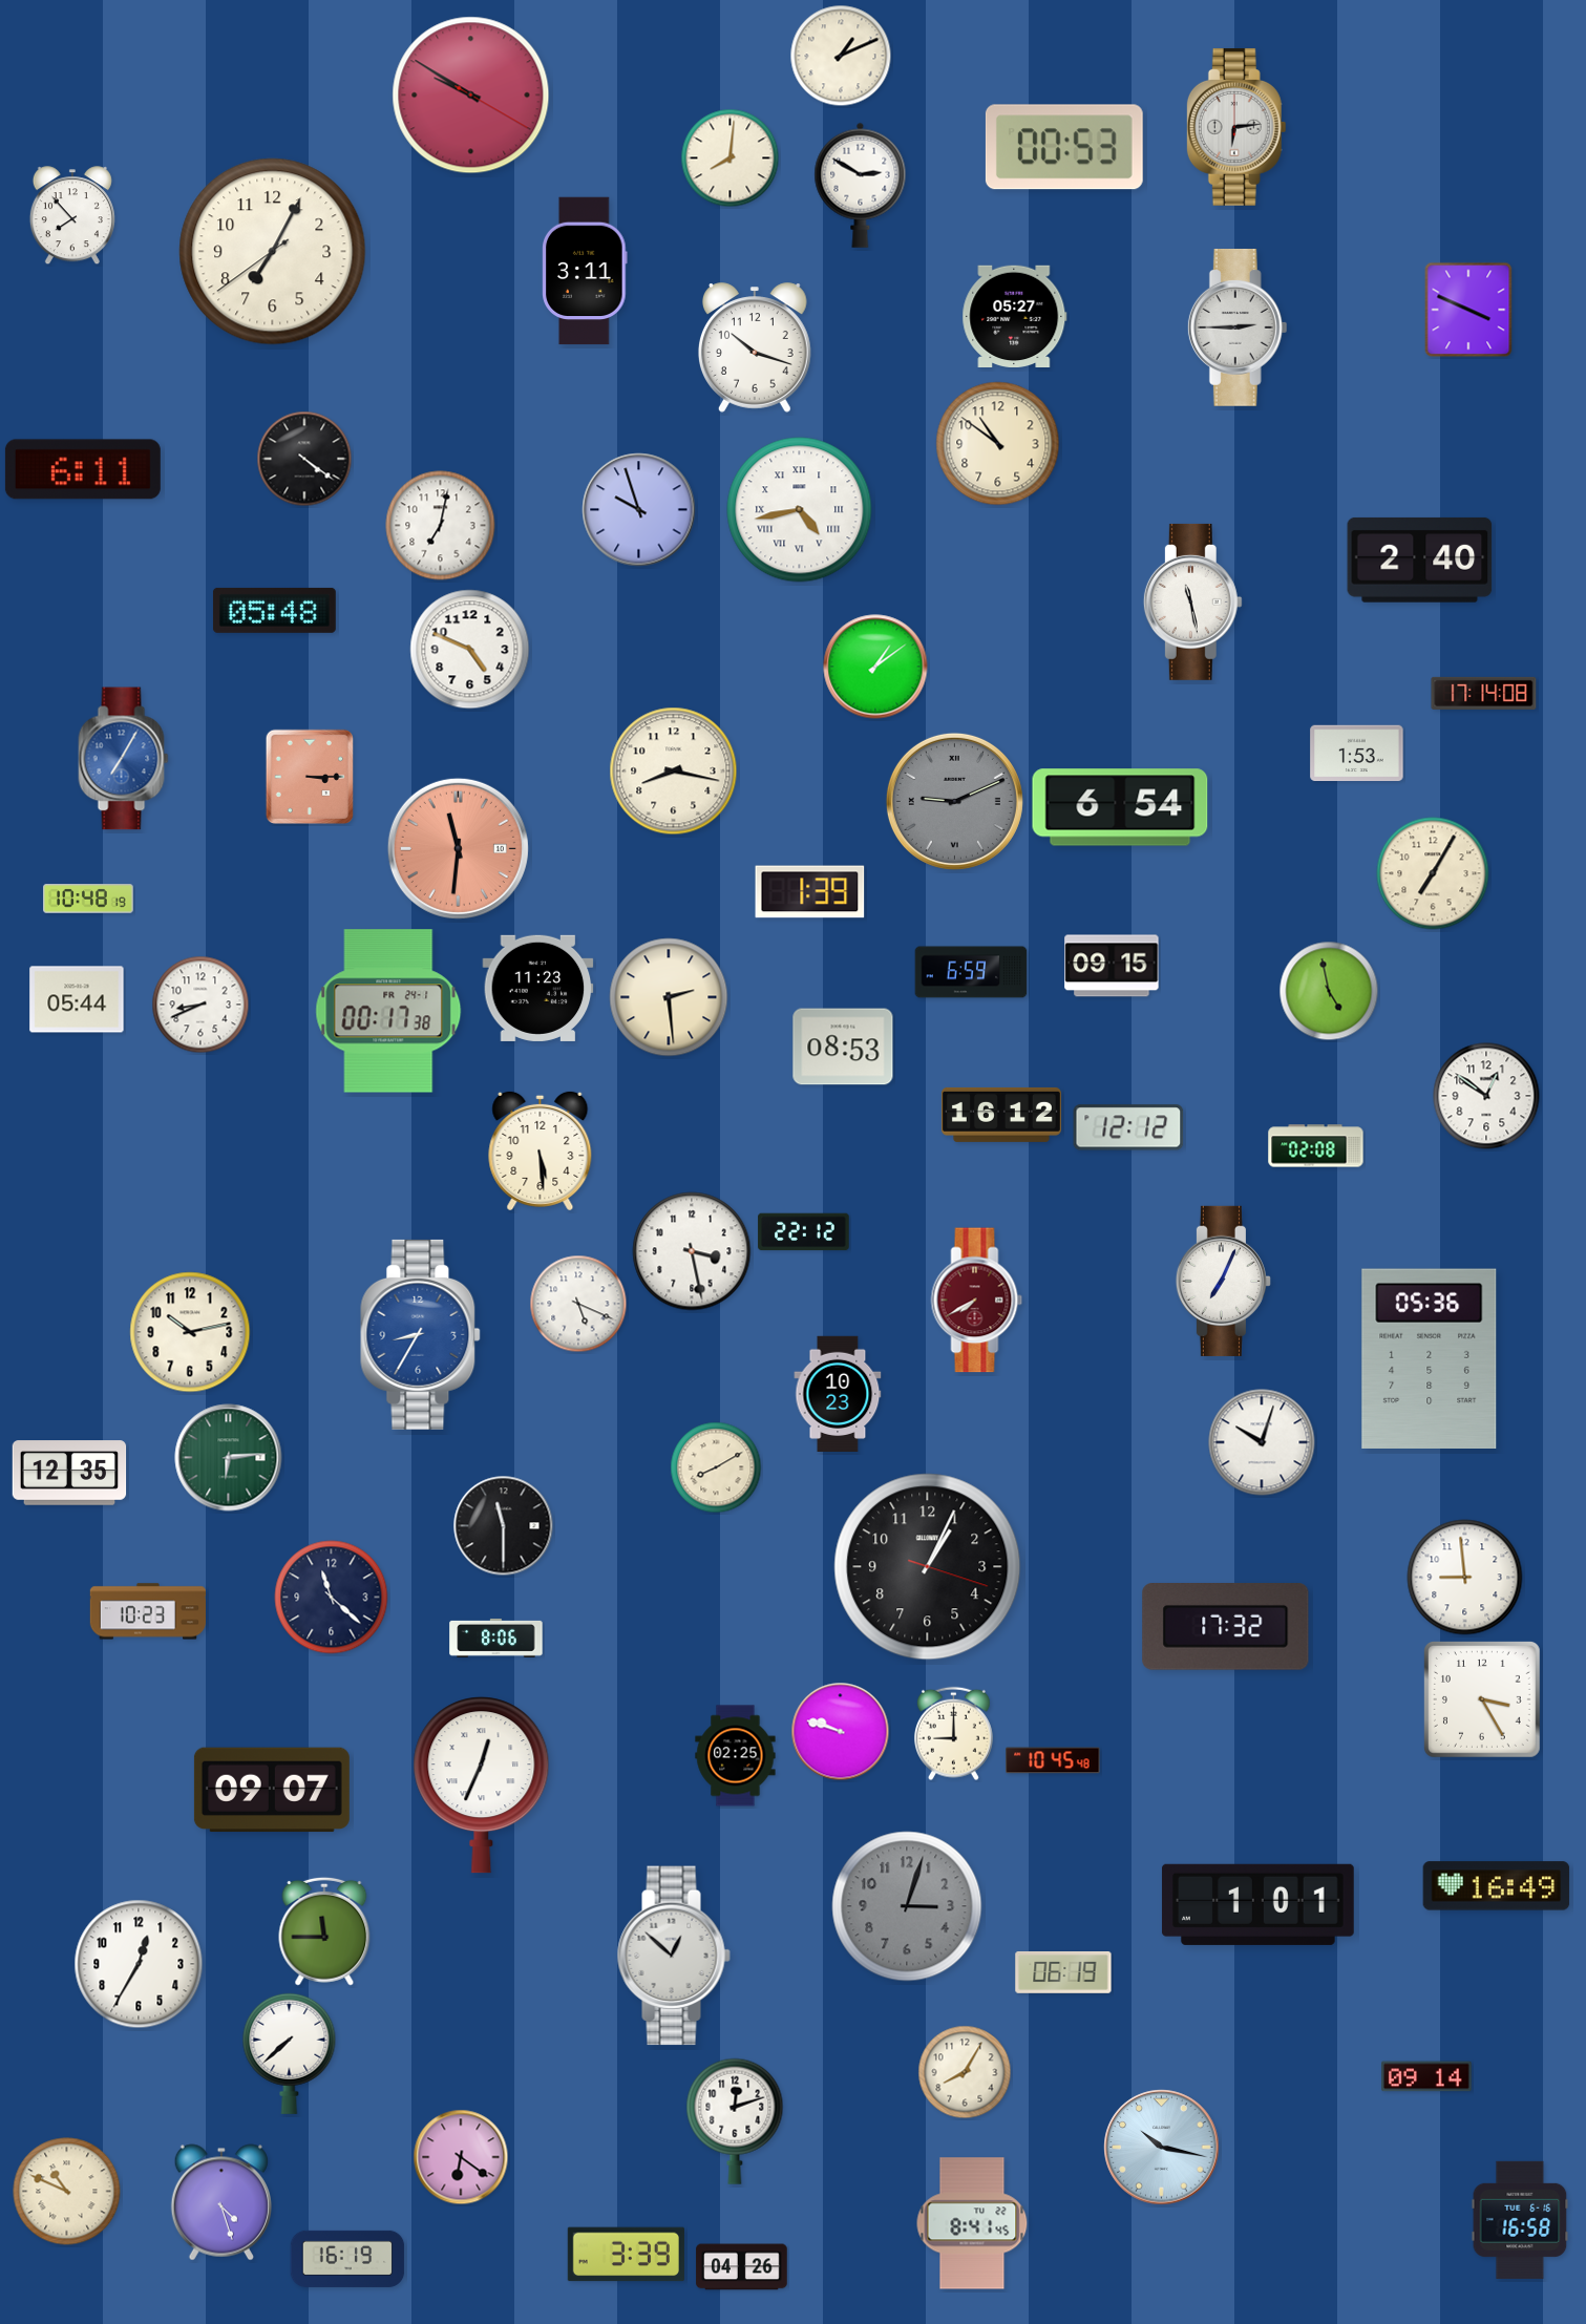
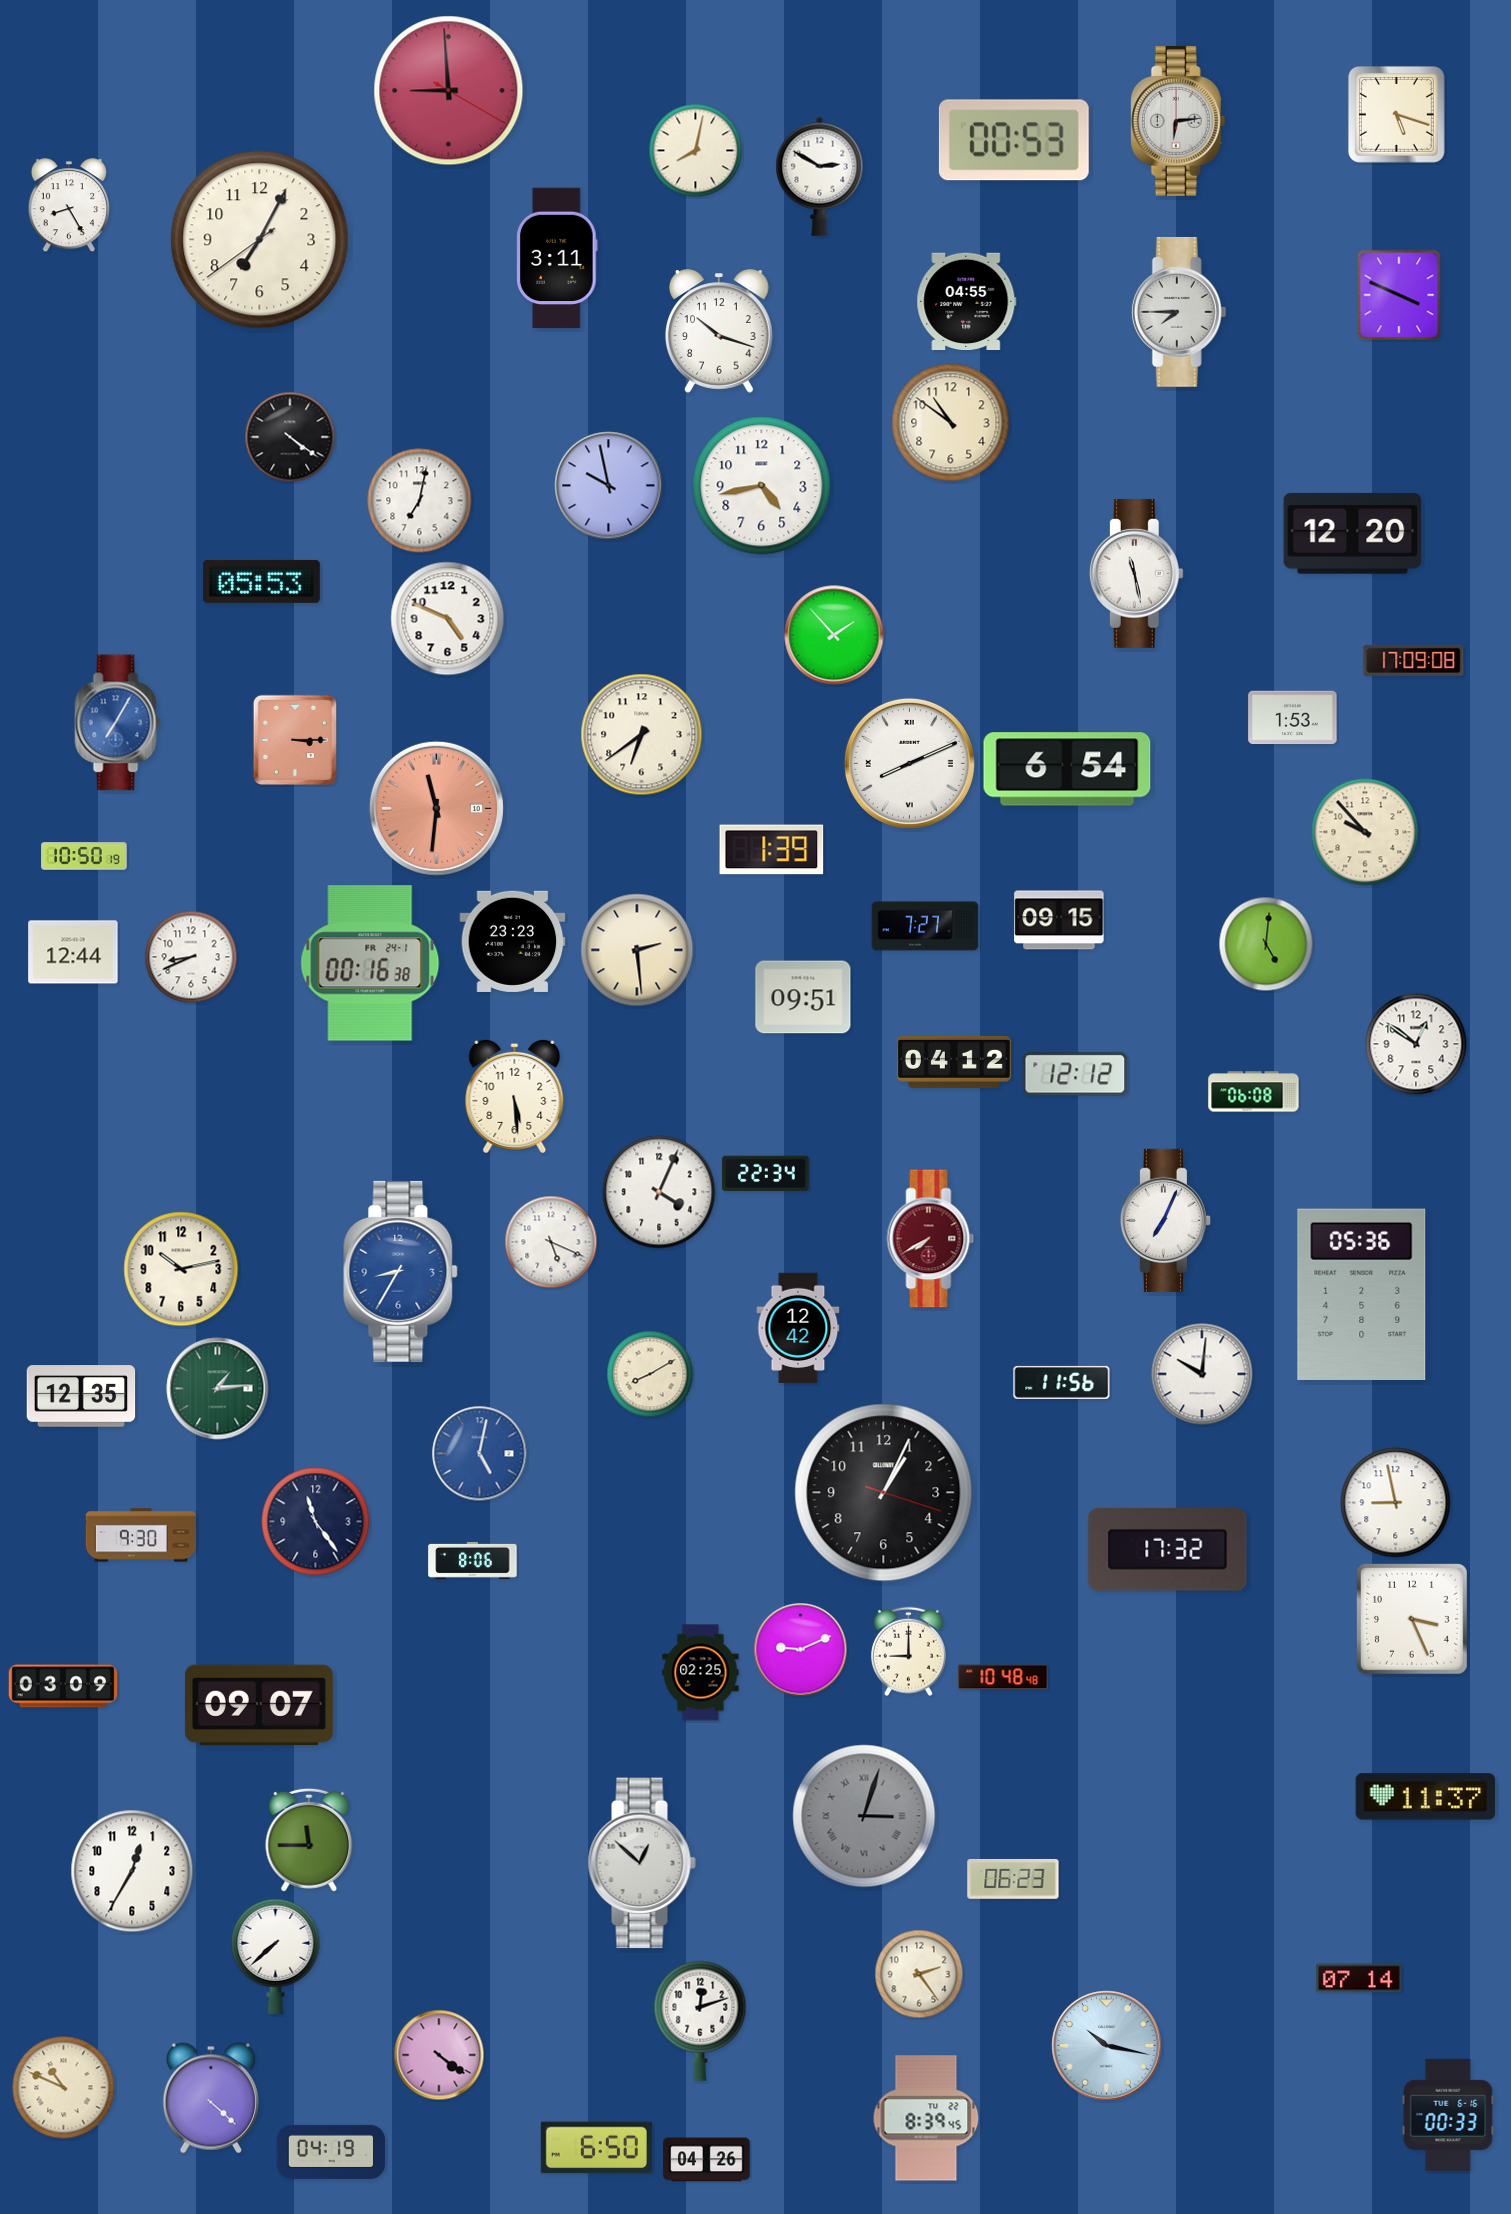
clock at (841, 56): 1:11 -> none
clock at (471, 96): 9:50 -> 8:59
clock at (1396, 114): none -> 5:18
clock at (731, 159): 8:01 -> 8:02
clock at (72, 216): 7:53 -> 8:25
clock at (1015, 316): 05:27 -> 04:55
clock at (1238, 328): 2:45 -> 7:45
clock at (83, 469): 6:11 -> none
clock at (639, 510): 9:57 -> 9:58
clock at (800, 510) numerals: Roman -> Arabic
clock at (1420, 559): 2:40 -> 12:20
clock at (274, 610): 05:48 -> 05:53
clock at (875, 667): 1:09 -> 1:53
clock at (1484, 693): 17:14 -> 17:09
clock at (674, 772): 8:17 -> 6:39
clock at (954, 801): 9:11 -> 8:11
clock at (954, 801) dial: grey -> white
clock at (1433, 873): 7:05 -> 9:53
clock at (88, 899): 10:48 -> 10:50
clock at (971, 972): 6:59 -> 7:27
clock at (538, 988): 11:23 -> 23:23
clock at (1329, 991): 4:58 -> 5:01
clock at (77, 999): 05:44 -> 12:44
clock at (388, 1011): 00:17 -> 00:16
clock at (843, 1047): 08:53 -> 09:51
clock at (1001, 1115): 16:12 -> 04:12
clock at (1316, 1146): 02:08 -> 06:08
clock at (804, 1232): 22:12 -> 22:34
clock at (692, 1251): 3:28 -> 4:04
clock at (838, 1393): 10:23 -> 12:42
clock at (1262, 1442): 10:03 -> 10:01
clock at (1062, 1382): none -> 11:56
clock at (229, 1458): 6:14 -> 1:14
clock at (716, 1467) position: (716, 1467) -> (650, 1374)
clock at (69, 1473) position: (69, 1473) -> (81, 1396)
clock at (504, 1526): 11:30 -> 5:02
clock at (504, 1526) dial: black -> blue
clock at (1465, 1578): 8:59 -> 8:58
clock at (332, 1598): 11:22 -> 11:24
clock at (147, 1611): 10:23 -> 9:30
clock at (1482, 1699): 3:25 -> 3:26
clock at (841, 1732): 9:48 -> 9:11
clock at (1053, 1760): 10:45 -> 10:48
clock at (63, 1686): none -> 03:09
clock at (482, 1786): 12:34 -> none
clock at (1497, 1886): 16:49 -> 11:37
clock at (1257, 1904): 1:01 -> none
clock at (907, 1906) numerals: Arabic -> Roman
clock at (1063, 1972): 06:19 -> 06:23
clock at (965, 2072): 8:05 -> 2:24
clock at (1428, 2076): 09:14 -> 07:14
clock at (461, 2157): 6:21 -> 4:21
clock at (221, 2202): 4:27 -> 4:22
clock at (1520, 2220): 16:58 -> 00:33
clock at (972, 2223): 8:41 -> 8:39
clock at (626, 2255): 3:39 -> 6:50
clock at (347, 2259): 16:19 -> 04:19
